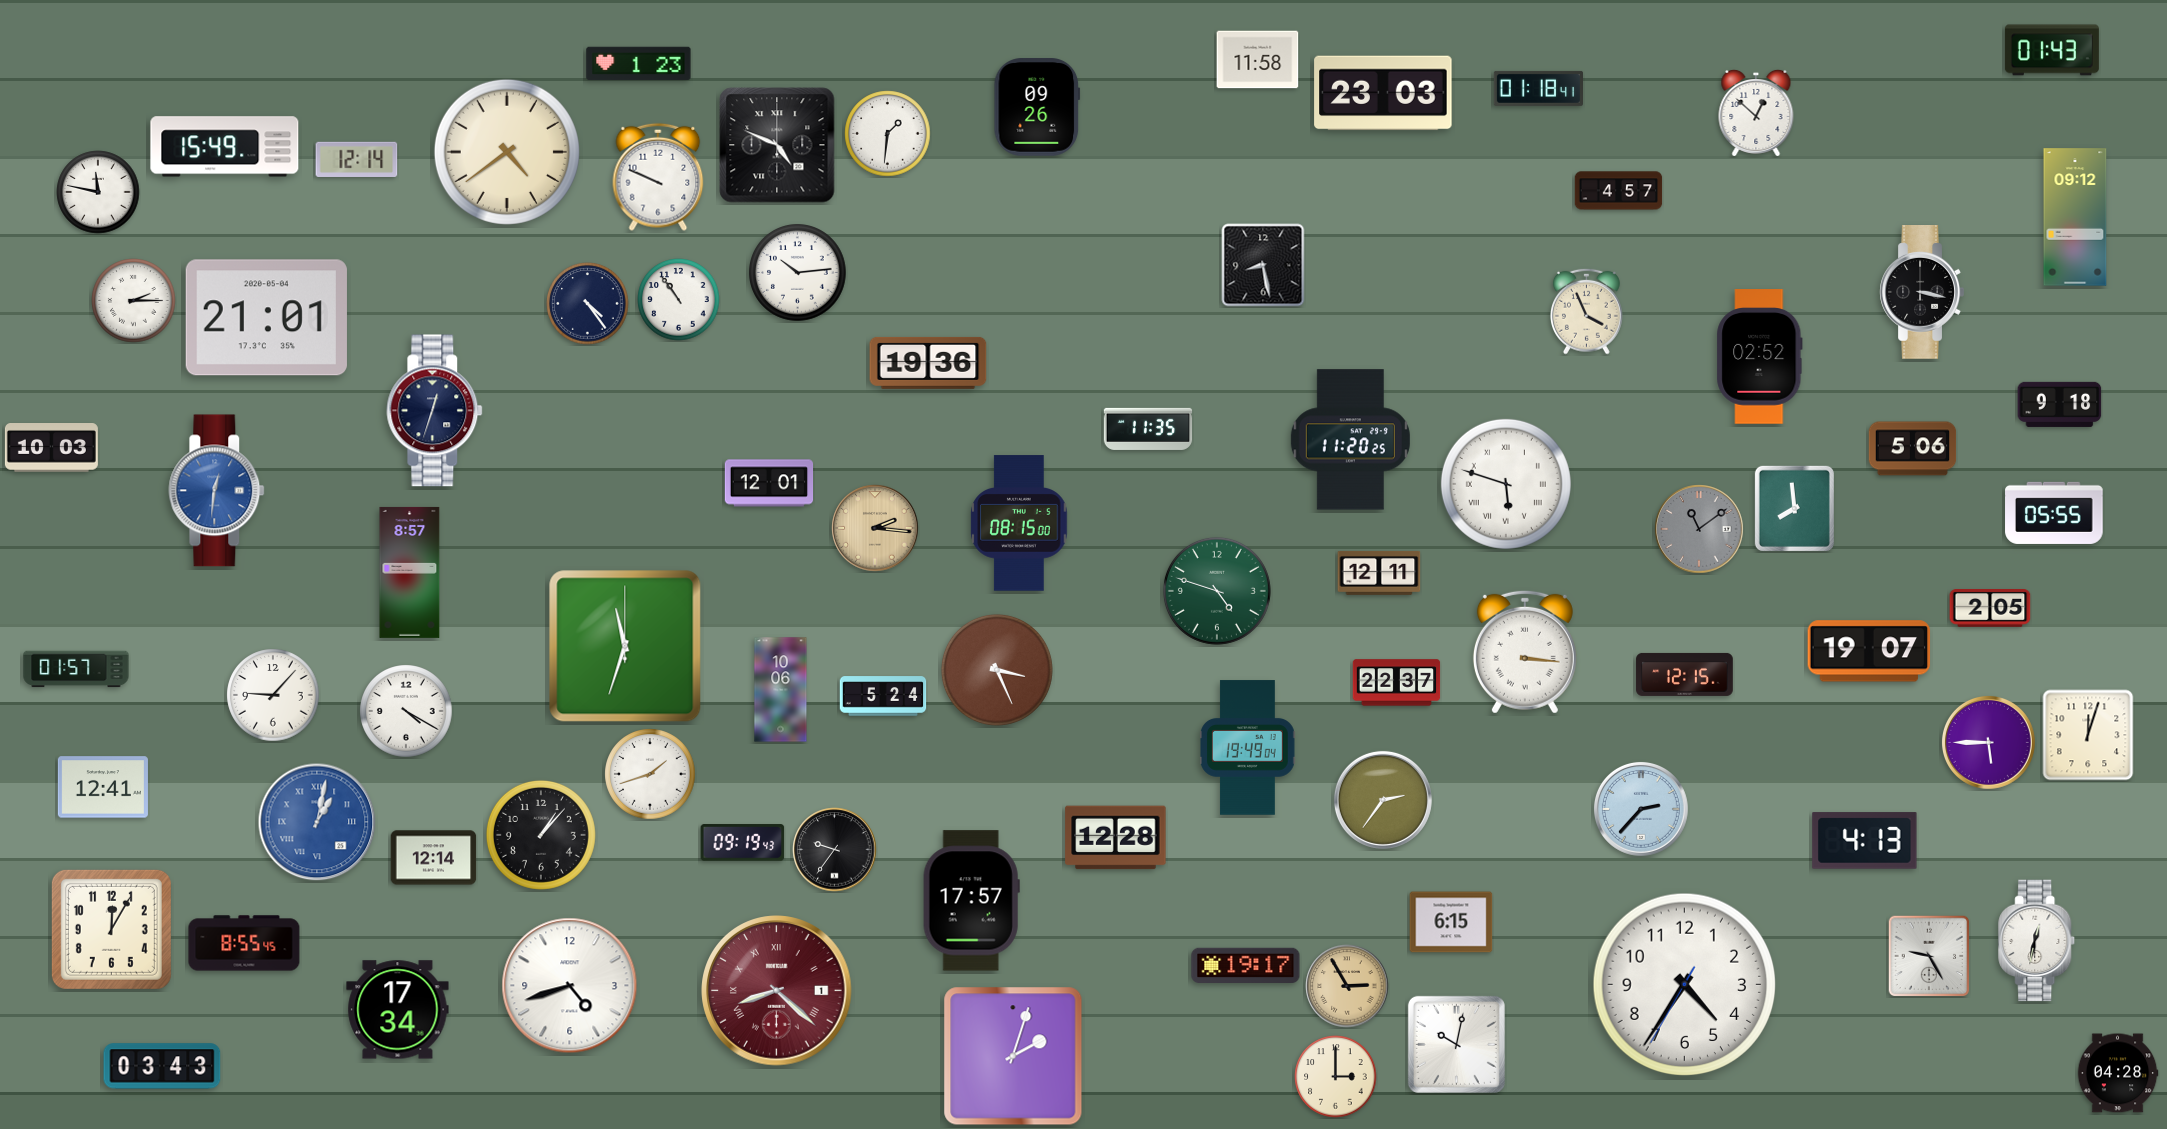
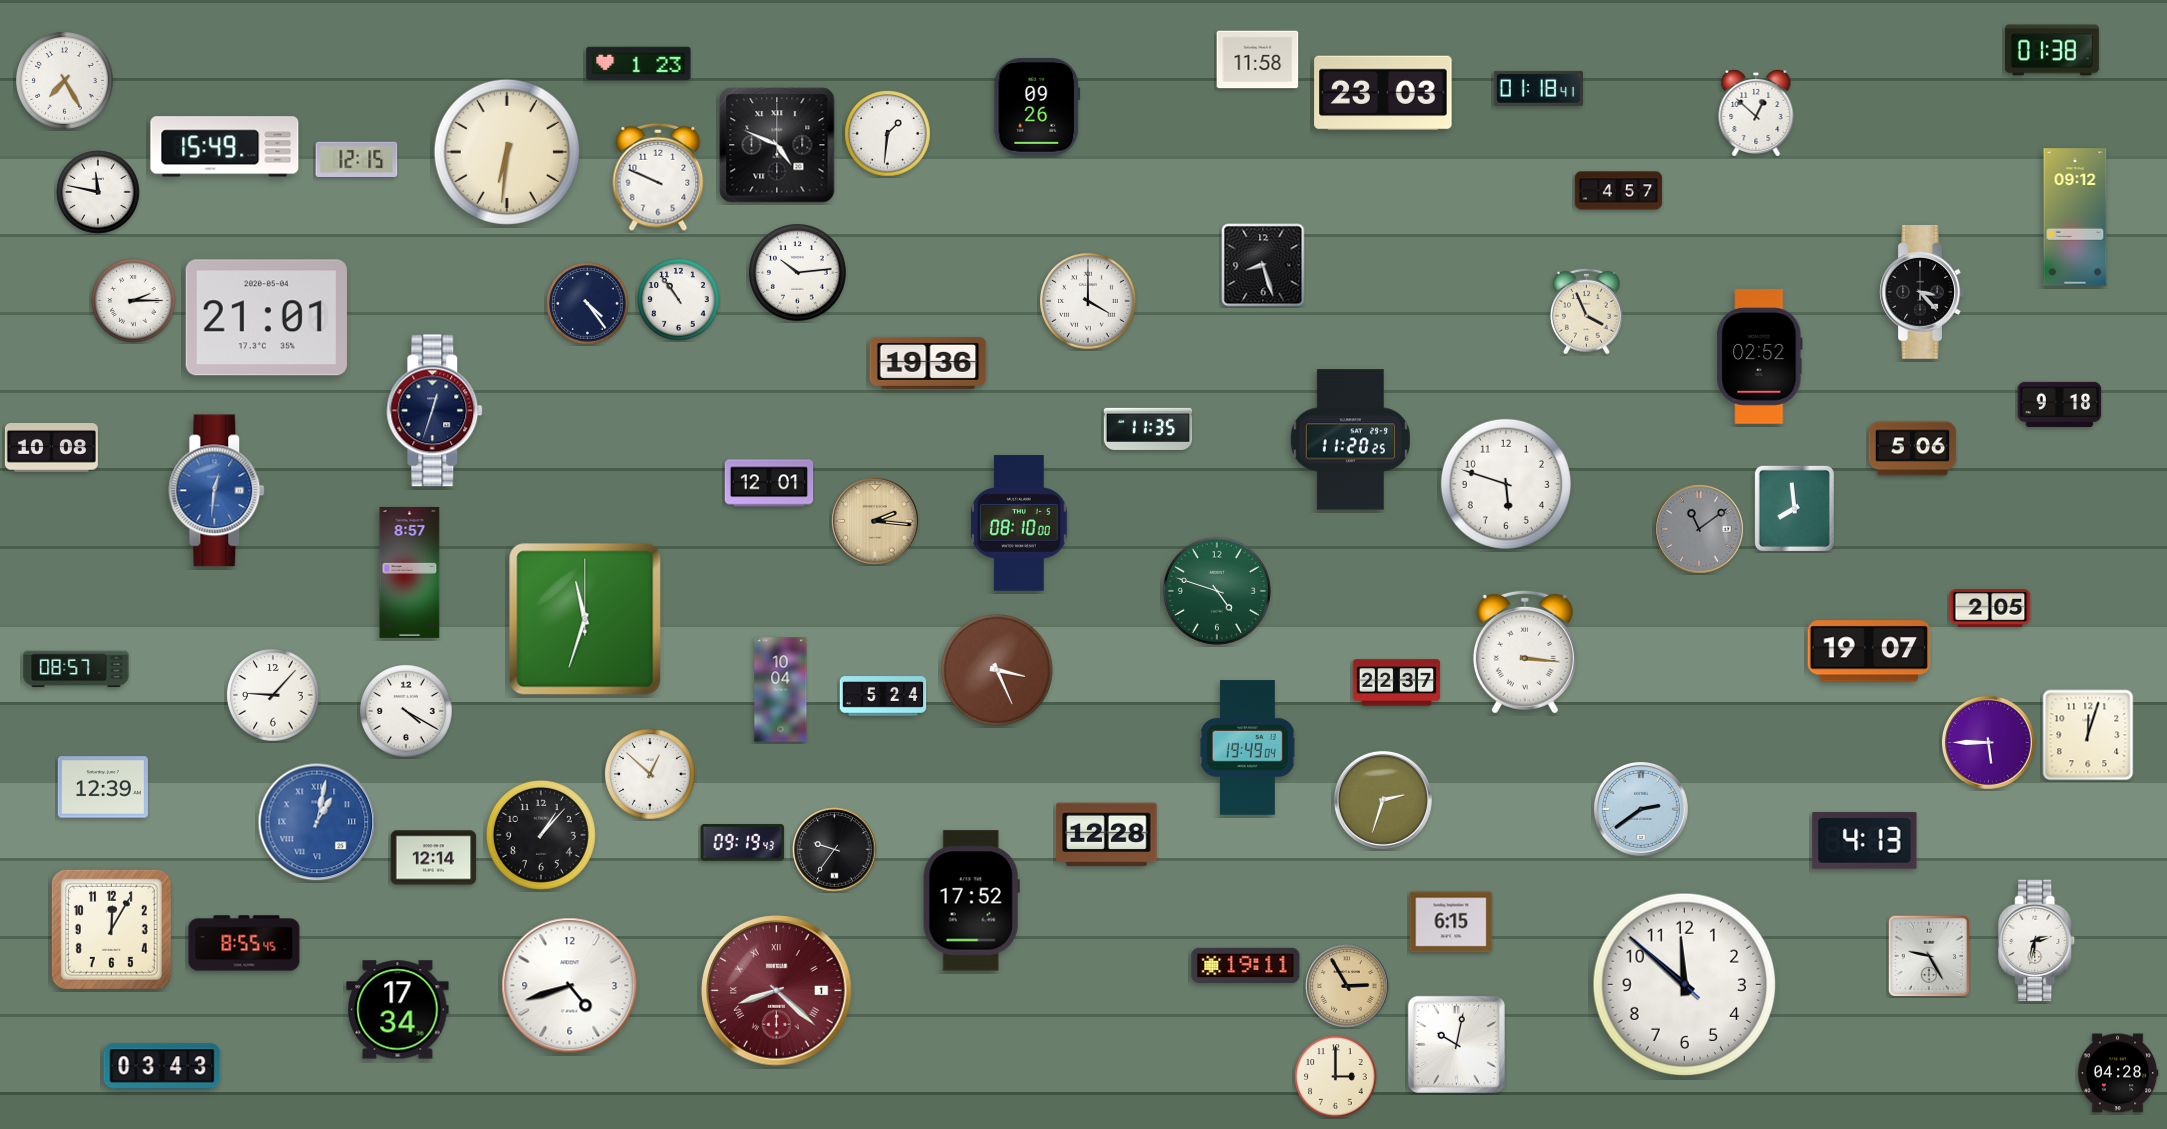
clock at (2052, 50): 01:43 -> 01:38
clock at (65, 81): none -> 7:25
clock at (507, 152): 4:39 -> 6:31
clock at (357, 159): 12:14 -> 12:15
clock at (1263, 265): 8:28 -> 8:27
clock at (1922, 293): 3:17 -> 3:23
clock at (1089, 302): none -> 4:00
clock at (51, 448): 10:03 -> 10:08
clock at (1506, 484) numerals: Roman -> Arabic
clock at (2054, 513): 05:55 -> none
clock at (1019, 523): 08:15 -> 08:10
clock at (875, 528) position: (875, 528) -> (875, 521)
clock at (1379, 573): 12:11 -> none
clock at (625, 646) position: (625, 646) -> (585, 619)
clock at (76, 669): 01:57 -> 08:57
clock at (1685, 674): 12:15 -> none
clock at (781, 690): 10:06 -> 10:04
clock at (650, 774): 1:42 -> 12:52
clock at (103, 787): 12:41 -> 12:39
clock at (1383, 800): 2:36 -> 2:33
clock at (1641, 809): 2:37 -> 2:39
clock at (1116, 838) position: (1116, 838) -> (1107, 835)
clock at (971, 901): 17:57 -> 17:52
clock at (2037, 941): 12:32 -> 2:32
clock at (1246, 965): 19:17 -> 19:11
clock at (1685, 985): 4:35 -> 11:51
clock at (1013, 1056): 2:03 -> none
